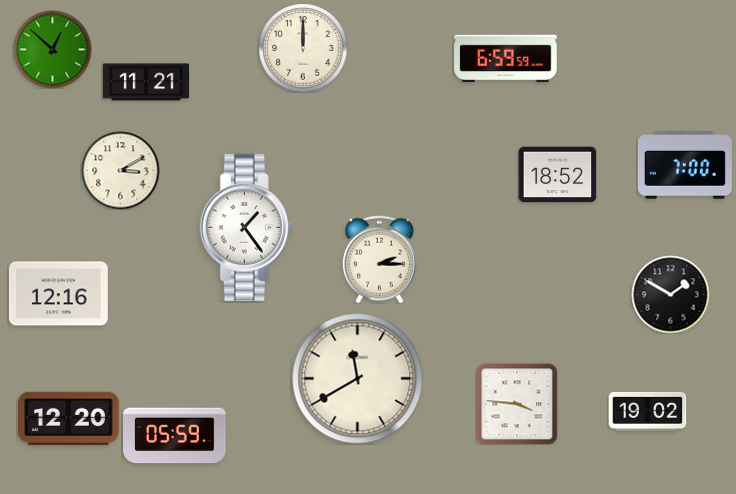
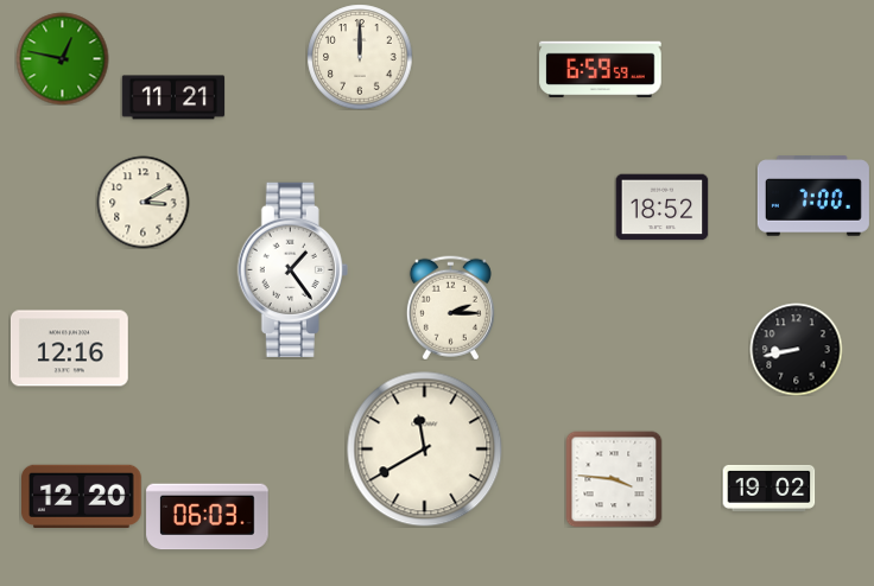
clock at (52, 49): 12:52 -> 12:47
clock at (670, 294): 1:50 -> 8:43
clock at (175, 436): 05:59 -> 06:03
